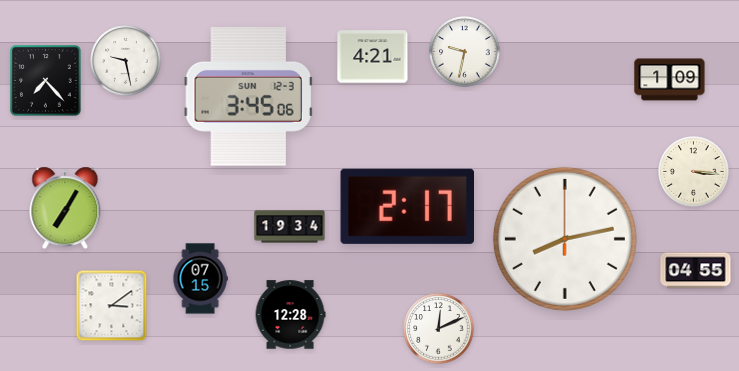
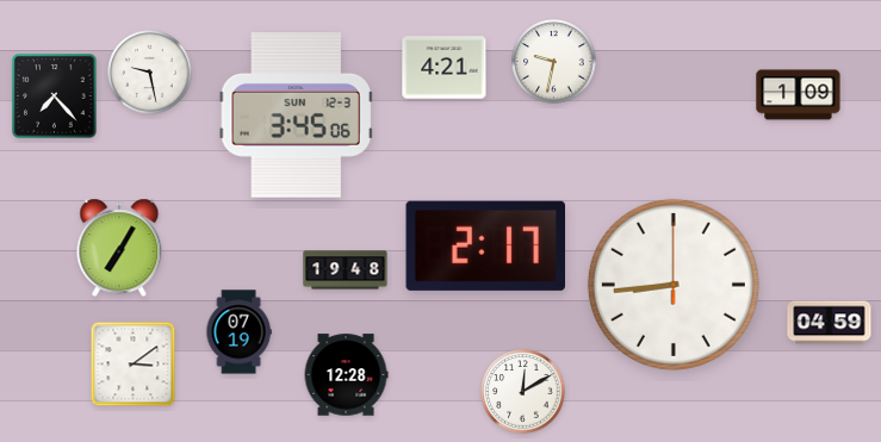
clock at (694, 172): 3:16 -> none
clock at (65, 208) position: (65, 208) -> (119, 248)
clock at (290, 227): 19:34 -> 19:48
clock at (565, 239): 8:13 -> 8:44
clock at (696, 271): 04:55 -> 04:59
clock at (200, 279): 07:15 -> 07:19
clock at (439, 329): 12:11 -> 12:10
